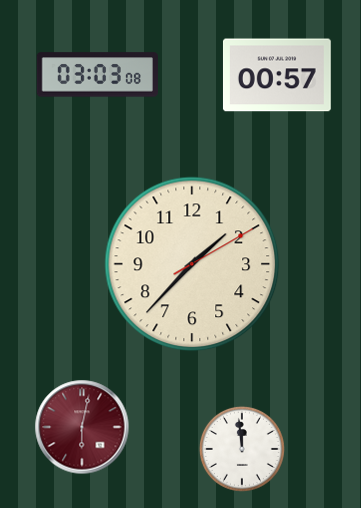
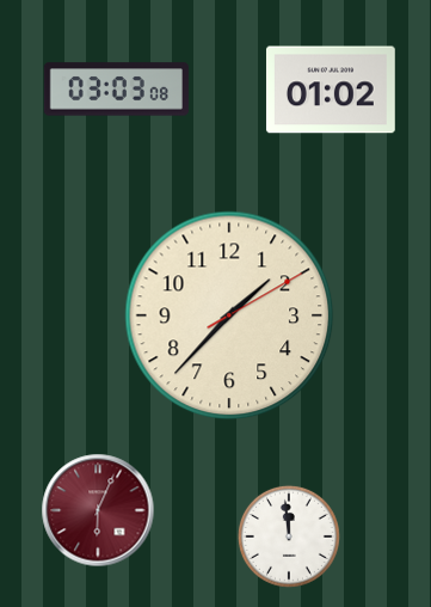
clock at (277, 75): 00:57 -> 01:02
clock at (82, 427): 6:02 -> 6:04
